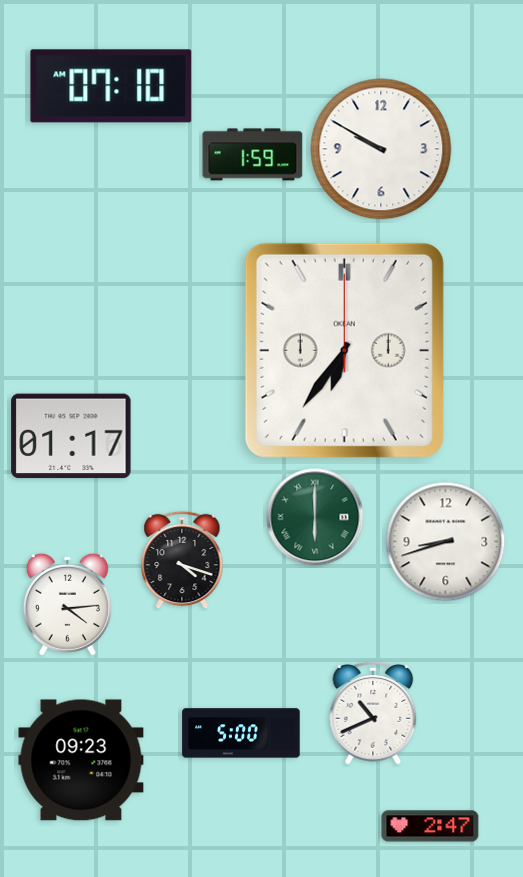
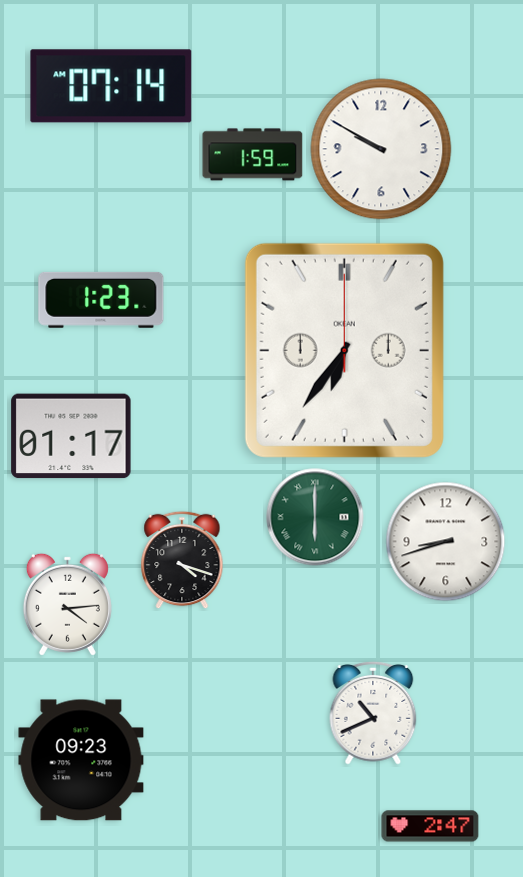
clock at (111, 86): 07:10 -> 07:14
clock at (101, 300): none -> 1:23
clock at (241, 733): 5:00 -> none
